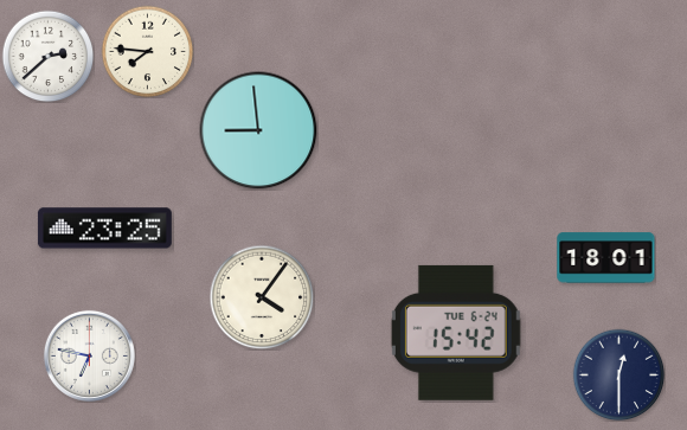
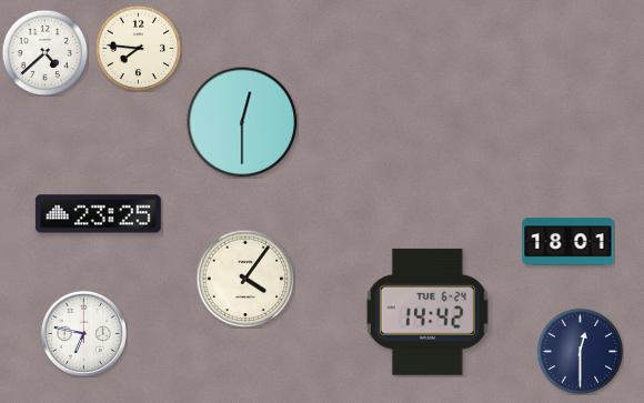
clock at (47, 56): 2:38 -> 4:38
clock at (258, 130): 8:59 -> 12:30
clock at (456, 333): 15:42 -> 14:42
